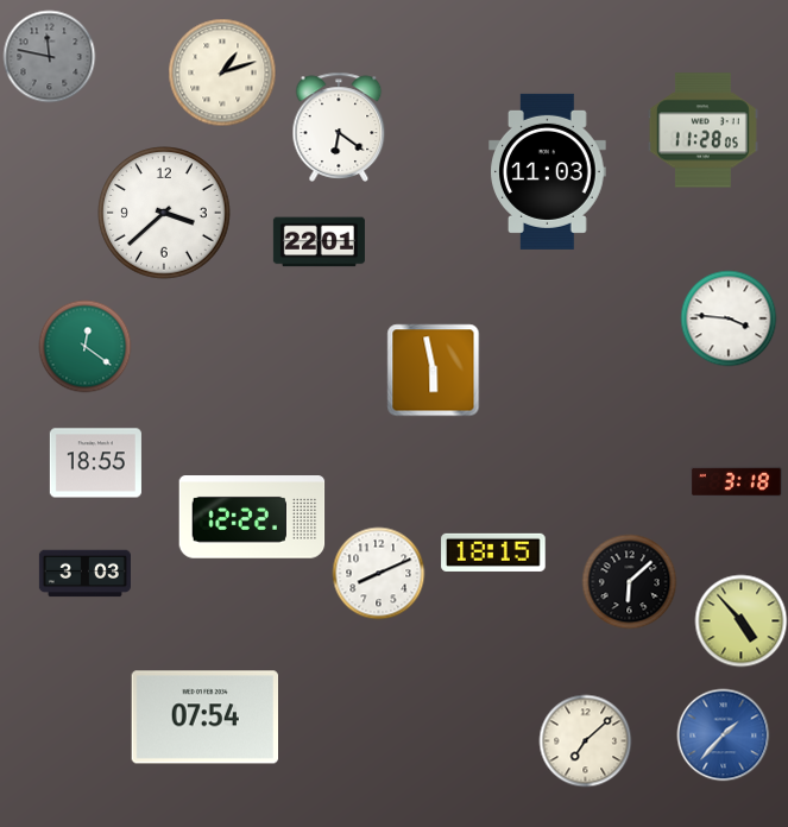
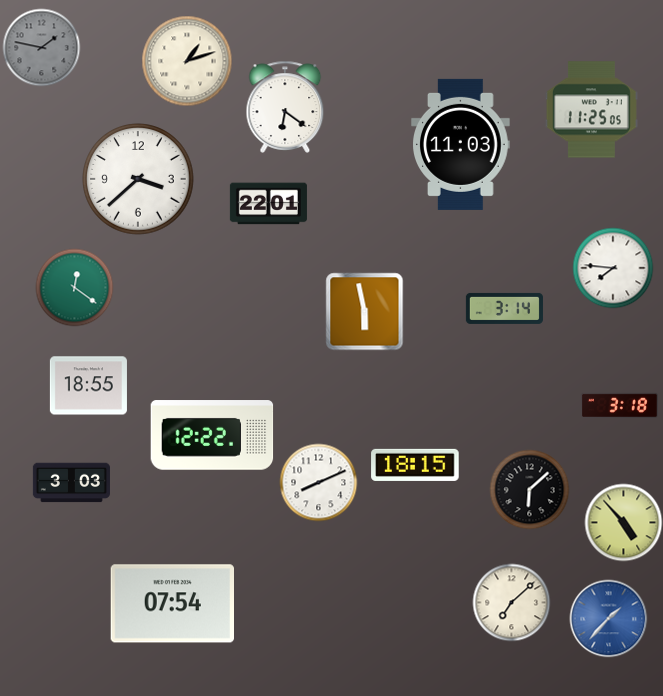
clock at (49, 56): 11:47 -> 1:47
clock at (702, 131): 11:28 -> 11:25
clock at (729, 318): 3:46 -> 7:46
clock at (84, 346) position: (84, 346) -> (74, 287)
clock at (504, 308): none -> 3:14
clock at (95, 463) position: (95, 463) -> (88, 386)
clock at (585, 740) position: (585, 740) -> (511, 602)
